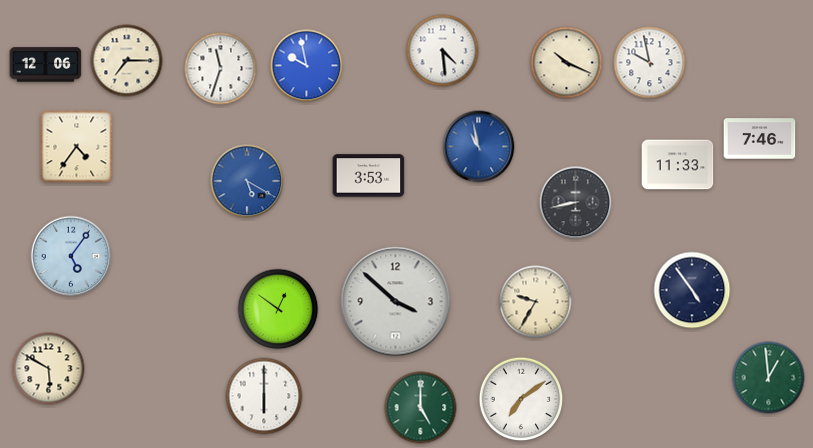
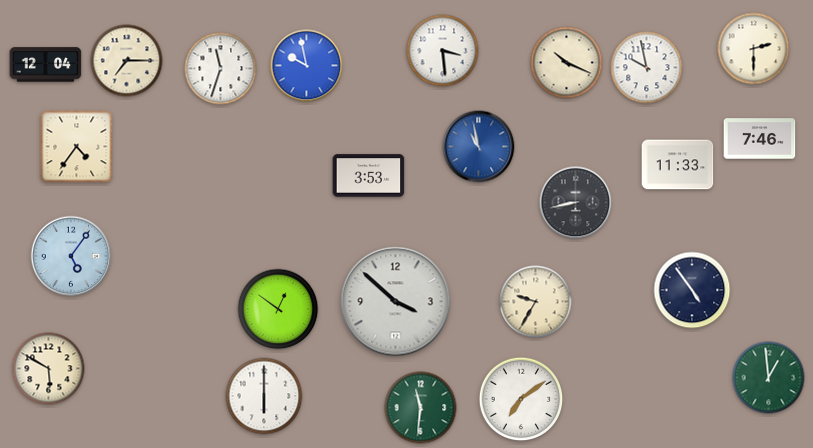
clock at (754, 49): none -> 2:30
clock at (443, 51): 4:29 -> 3:29
clock at (650, 63) position: (650, 63) -> (647, 68)
clock at (46, 65): 12:06 -> 12:04
clock at (247, 181): 5:20 -> none
clock at (421, 408): 5:00 -> 11:31
